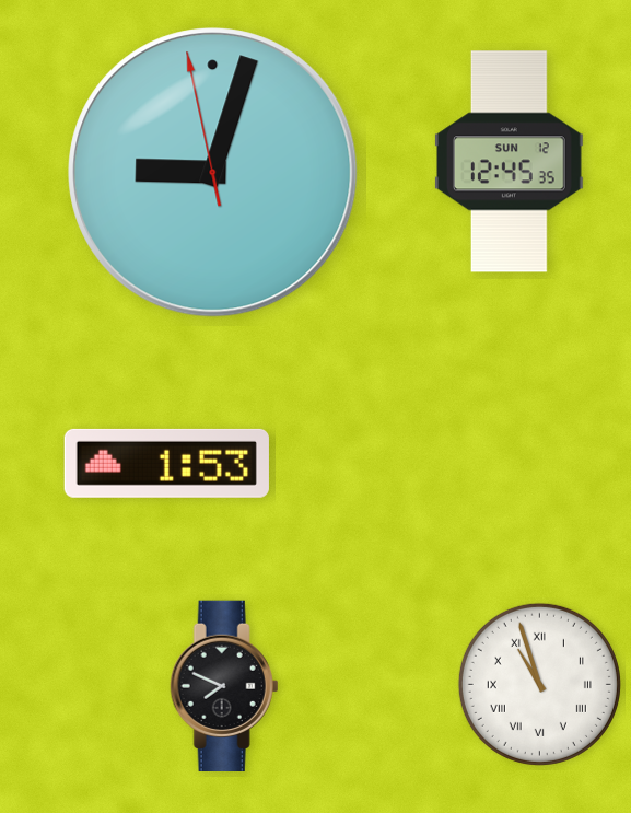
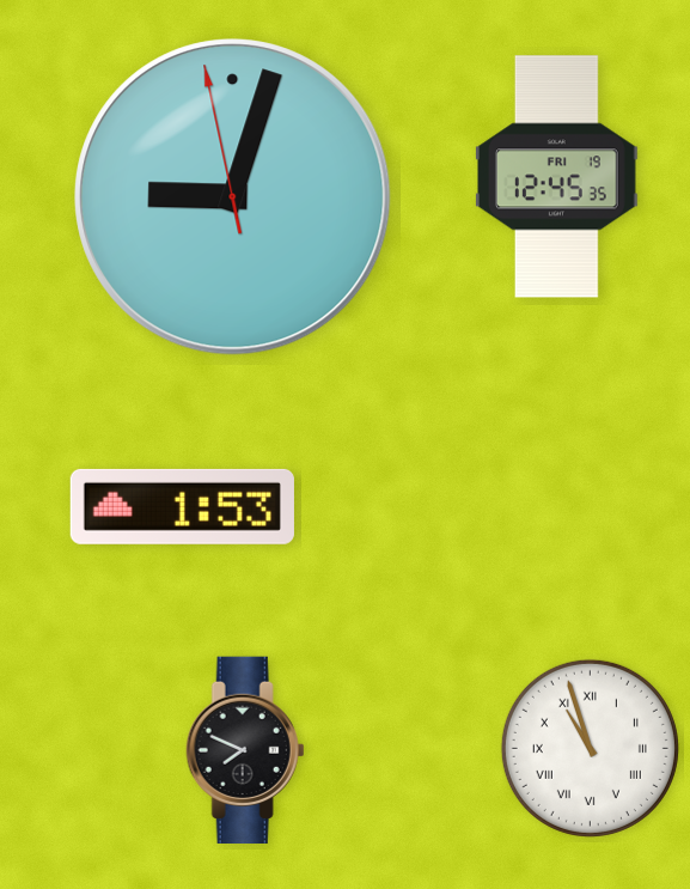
clock at (510, 162) date: SUN 12 -> FRI 19
clock at (213, 173) position: (213, 173) -> (233, 197)
